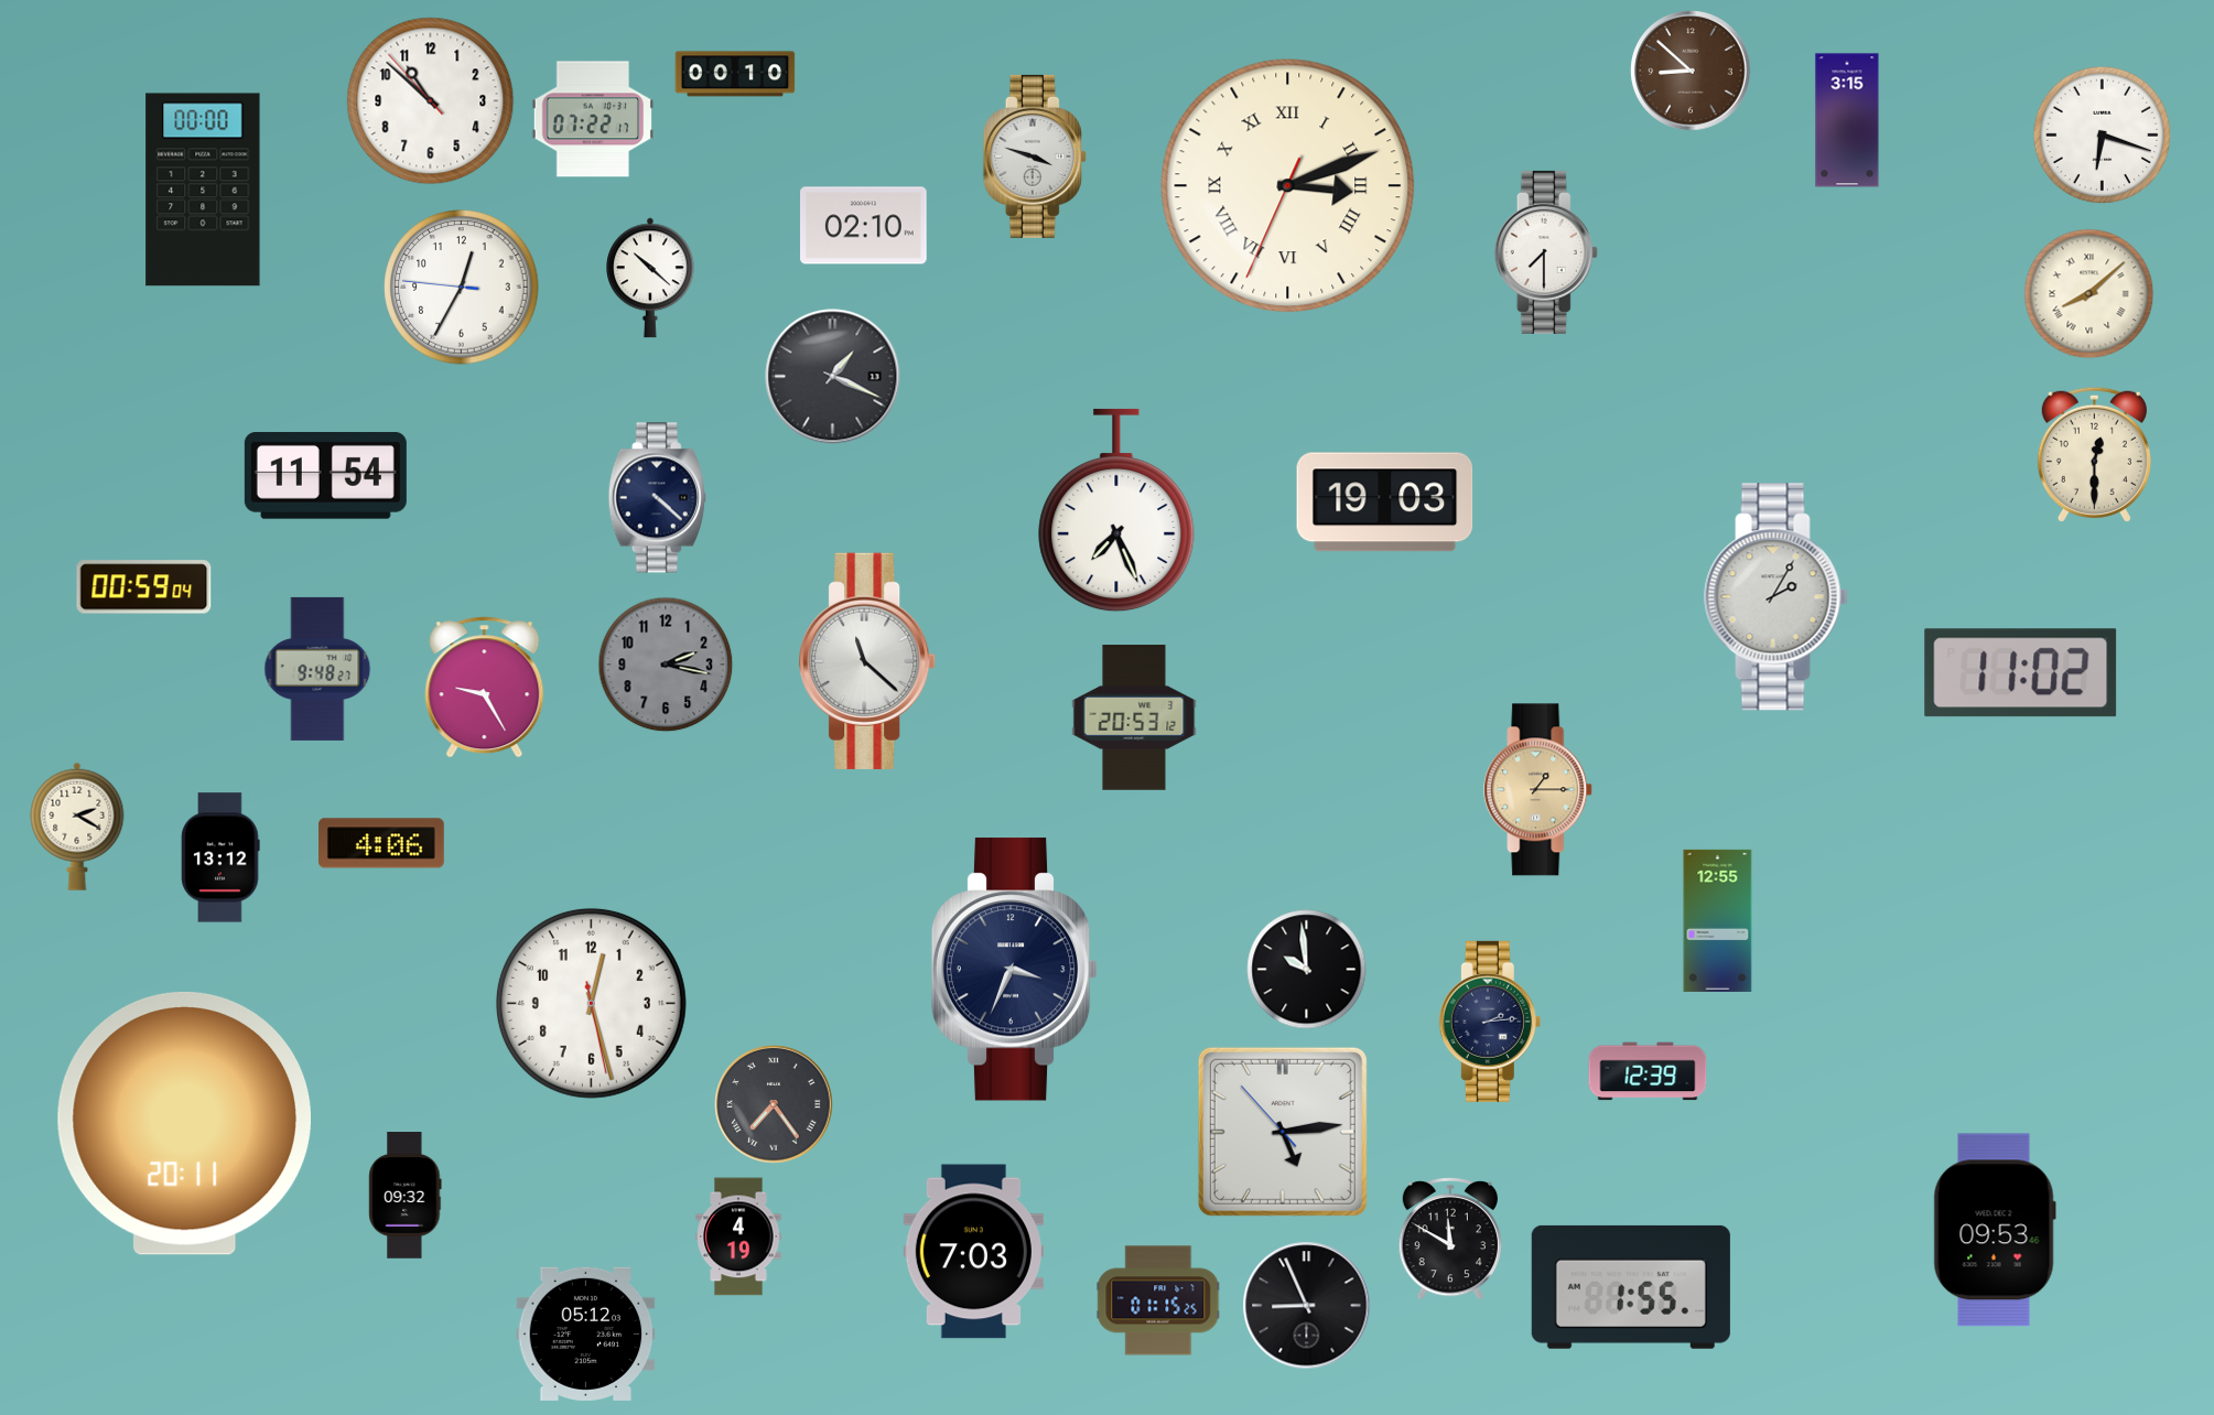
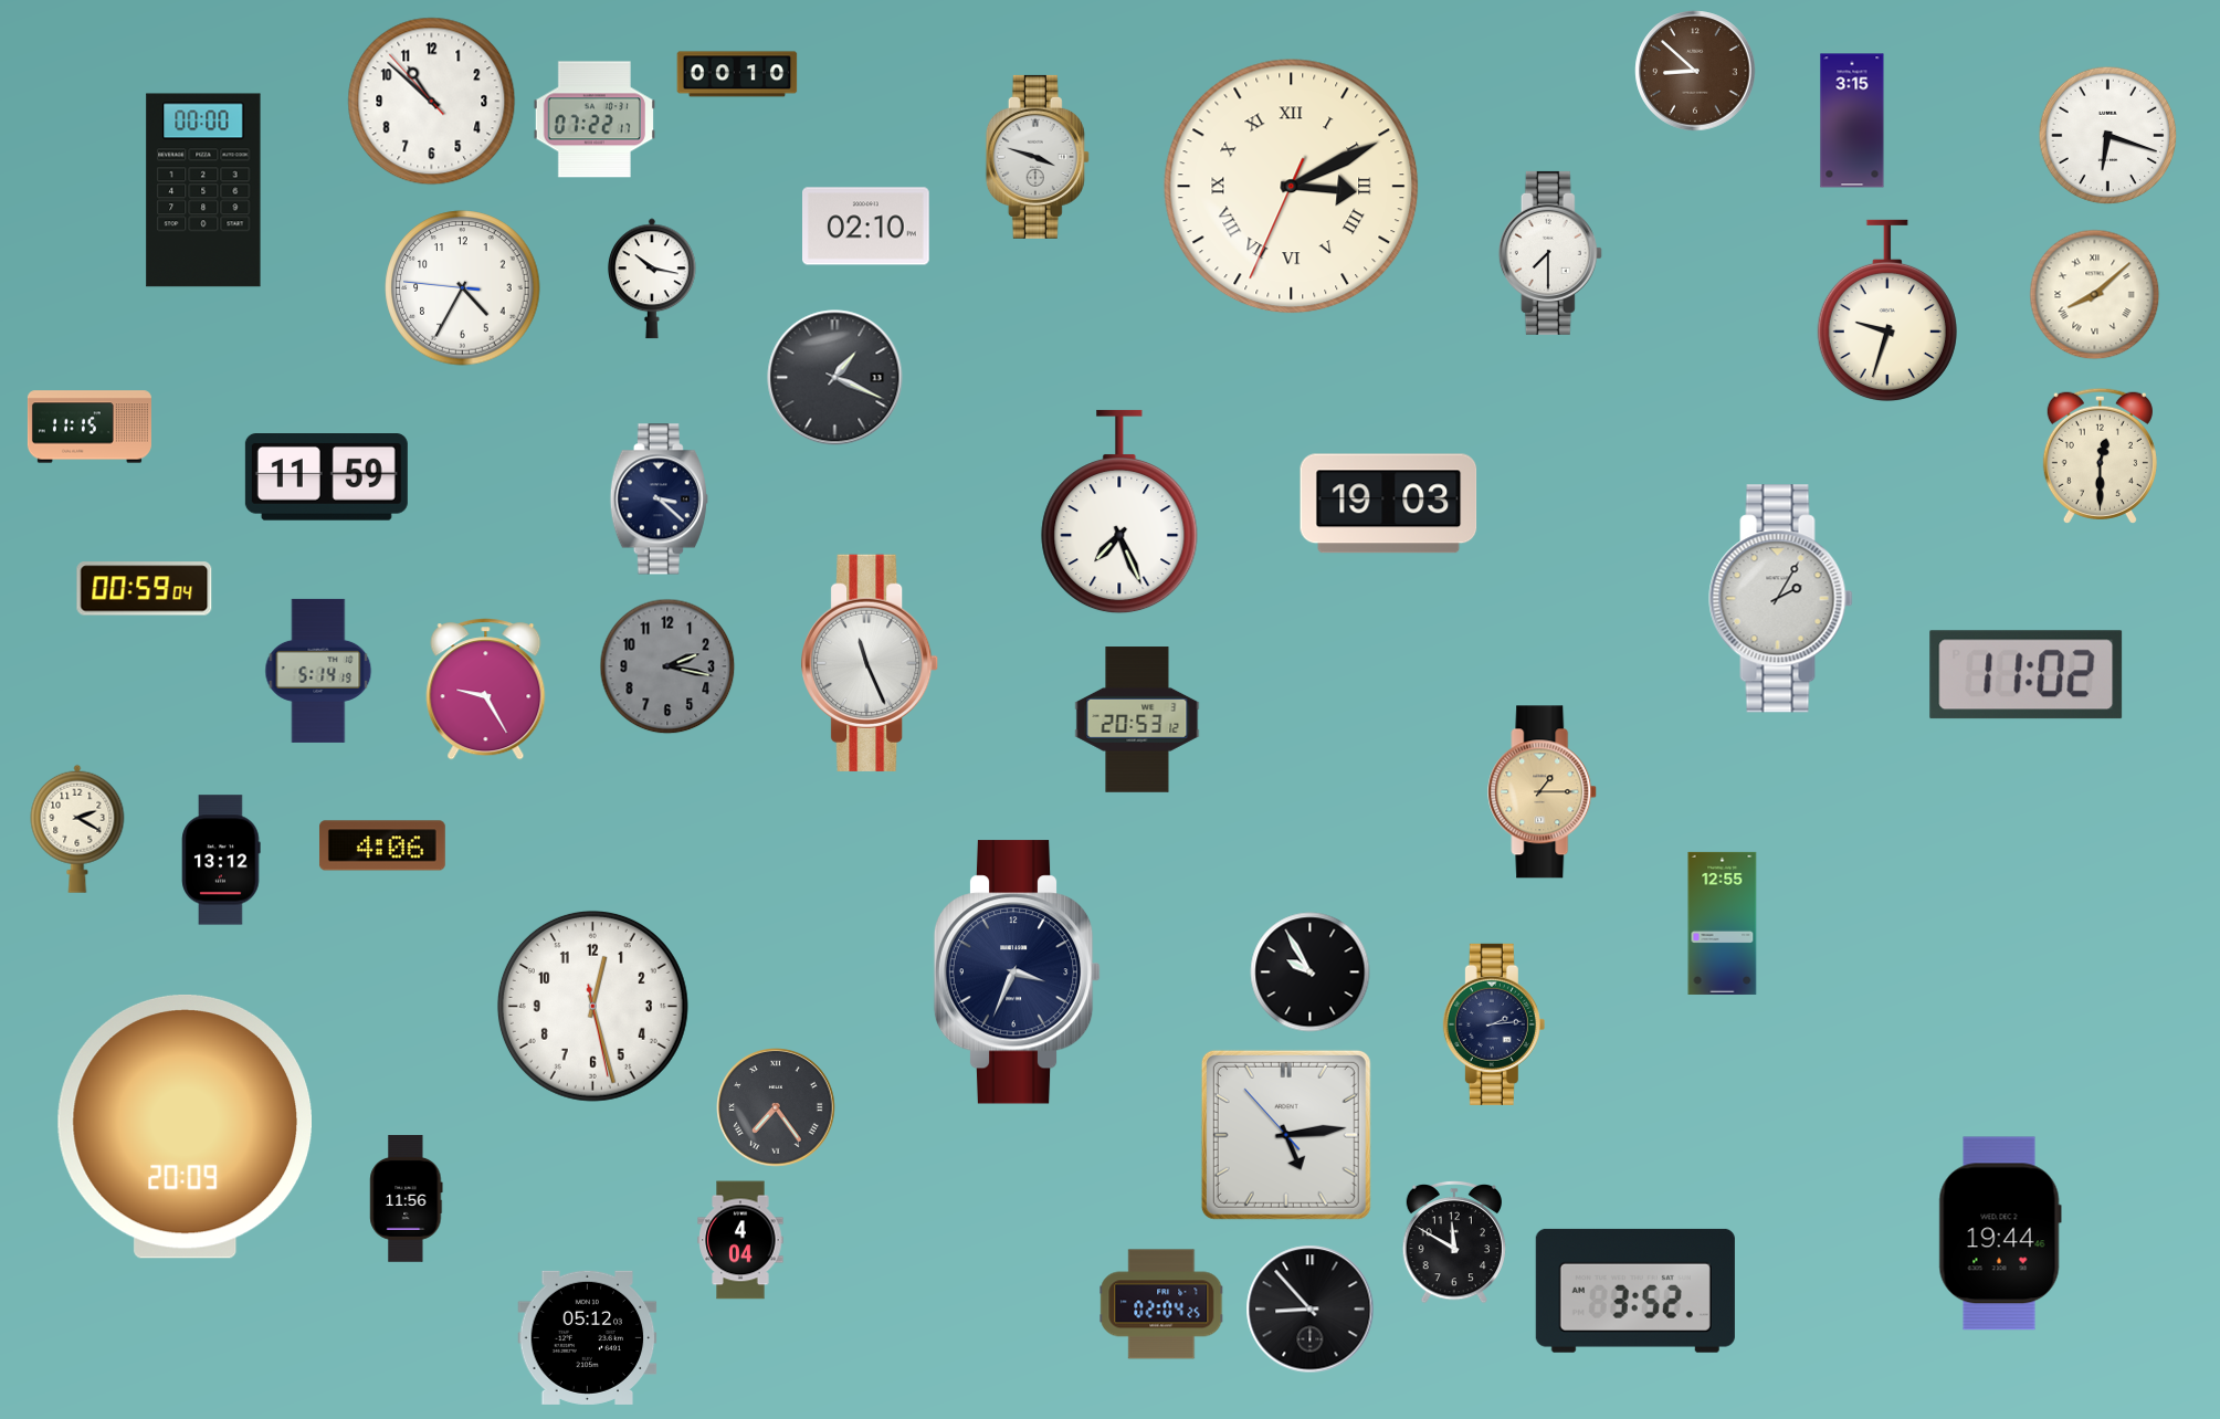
clock at (1288, 186): 3:11 -> 3:10
clock at (651, 278): 10:22 -> 10:17
clock at (462, 288): 12:34 -> 4:34
clock at (1887, 311): none -> 9:33
clock at (90, 427): none -> 11:15
clock at (325, 476): 11:54 -> 11:59
clock at (657, 498): 4:22 -> 3:22
clock at (868, 661): 11:22 -> 11:26
clock at (317, 669): 9:48 -> 5:14
clock at (1307, 970): 9:59 -> 9:55
clock at (1648, 1071): 12:39 -> none
clock at (184, 1123): 20:11 -> 20:09
clock at (406, 1196): 09:32 -> 11:56
clock at (1995, 1230): 09:53 -> 19:44
clock at (738, 1236): 4:19 -> 4:04
clock at (973, 1252): 7:03 -> none
clock at (1631, 1287): 1:55 -> 3:52
clock at (1158, 1300): 01:15 -> 02:04
clock at (1307, 1306): 8:56 -> 8:53
